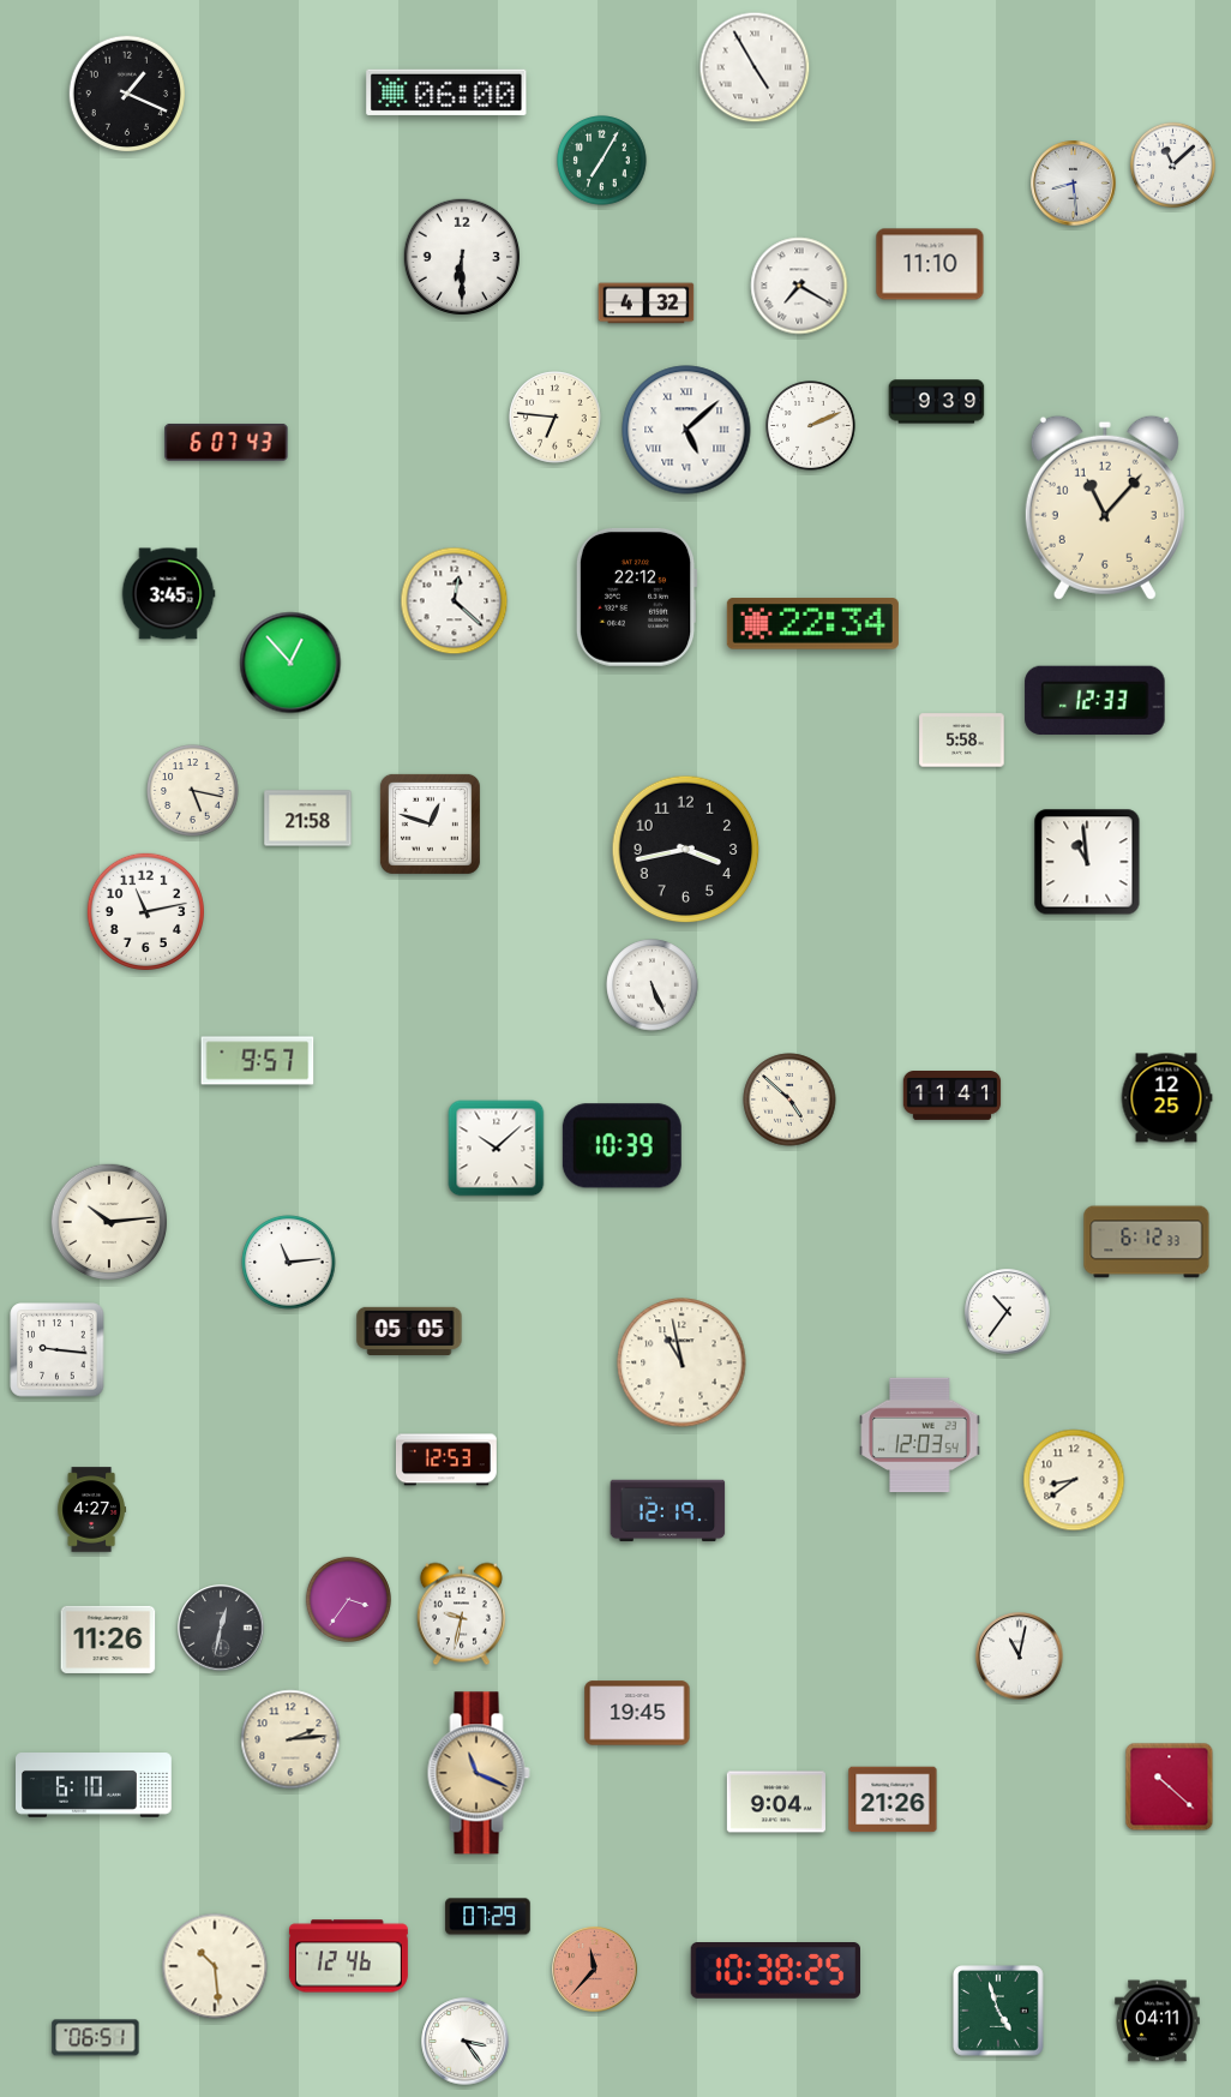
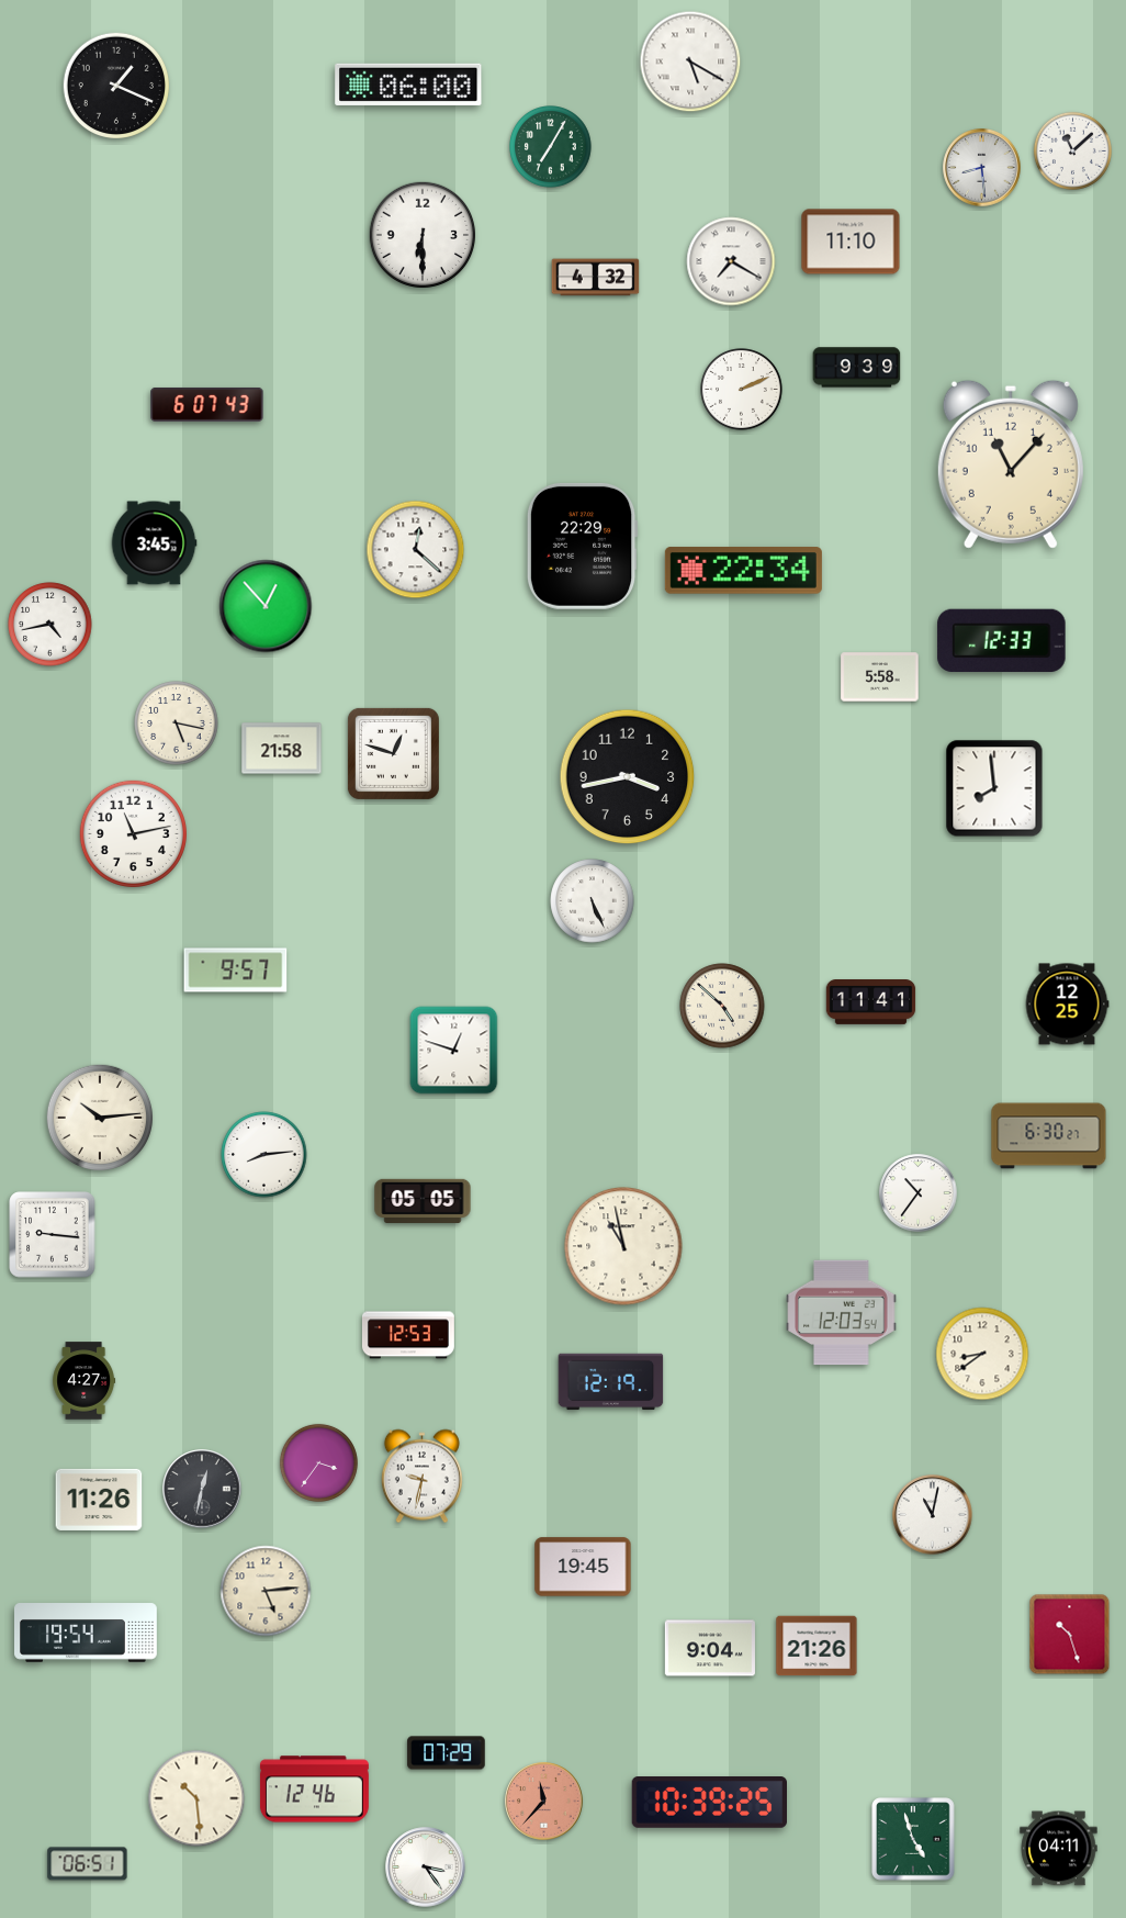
clock at (755, 67): 4:55 -> 5:20
clock at (647, 304) position: (647, 304) -> (596, 278)
clock at (556, 418): 6:46 -> none
clock at (686, 430): 5:08 -> none
clock at (636, 597): 22:12 -> 22:29
clock at (50, 625): none -> 4:43
clock at (1087, 862): 10:59 -> 7:59
clock at (653, 985) position: (653, 985) -> (593, 901)
clock at (621, 1146): 10:39 -> none
clock at (497, 1149): 10:08 -> 12:48
clock at (1147, 1242): 6:12 -> 6:30
clock at (289, 1263): 11:14 -> 8:14
clock at (1008, 1312) position: (1008, 1312) -> (919, 1193)
clock at (409, 1330) position: (409, 1330) -> (423, 1200)
clock at (290, 1739): 2:14 -> 5:14
clock at (479, 1773): 11:19 -> none
clock at (95, 1785): 6:10 -> 19:54
clock at (1170, 1787): 10:22 -> 10:27
clock at (348, 1957) position: (348, 1957) -> (314, 1790)
clock at (775, 1971): 10:38 -> 10:39
